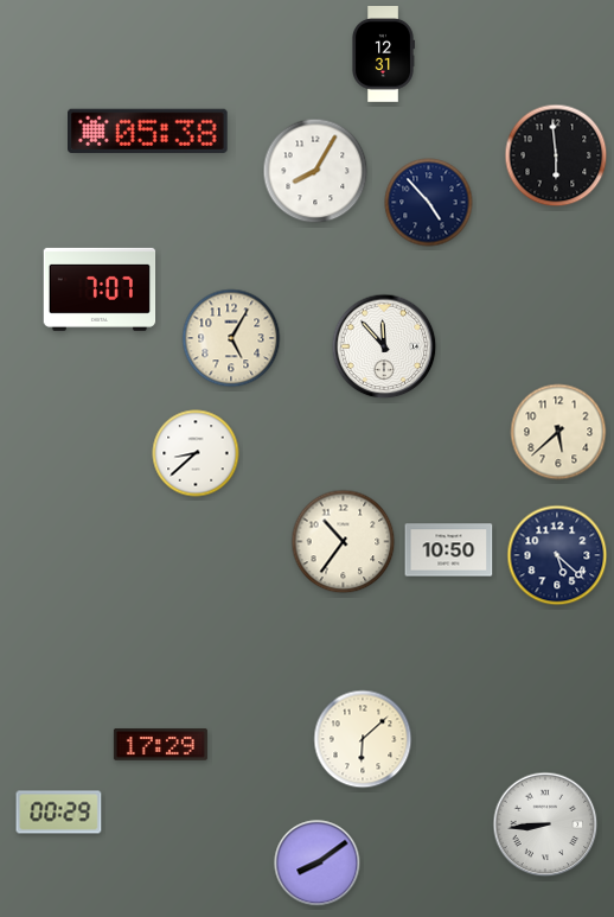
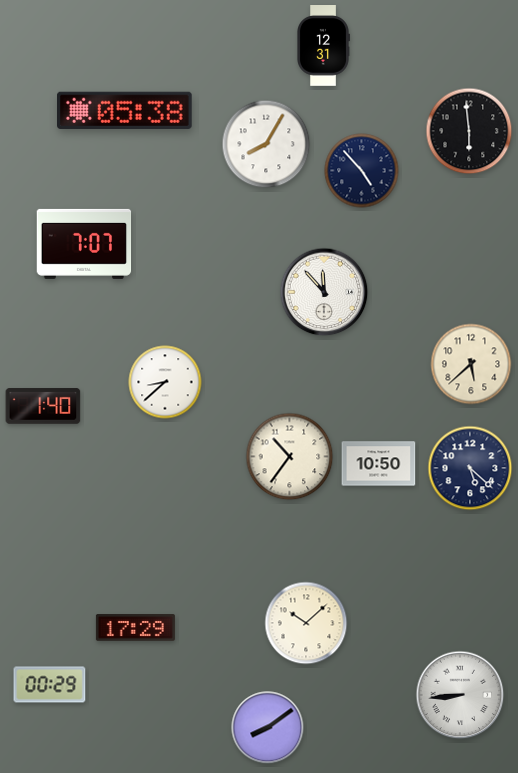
clock at (231, 338): 5:05 -> none
clock at (43, 406): none -> 1:40
clock at (363, 739): 6:08 -> 10:08
